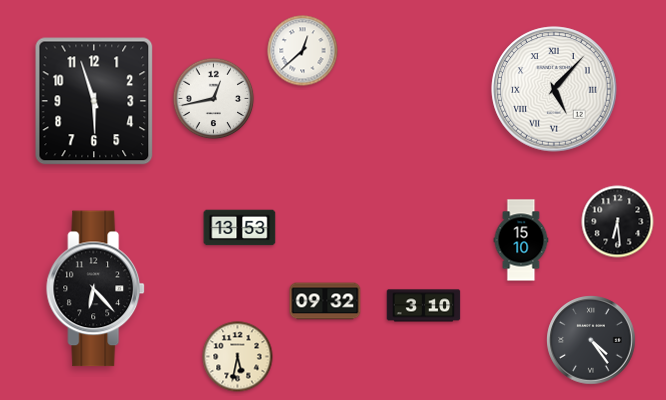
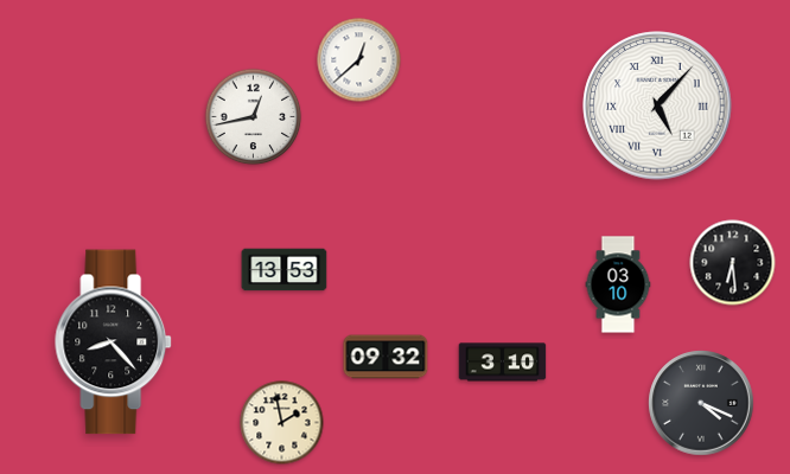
clock at (94, 101): 5:57 -> none
clock at (521, 240): 15:10 -> 03:10
clock at (96, 289): 6:23 -> 8:23
clock at (591, 340): 4:24 -> 4:19
clock at (238, 357): 5:32 -> 1:58
